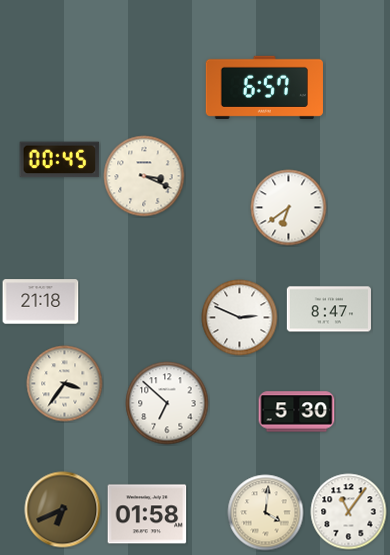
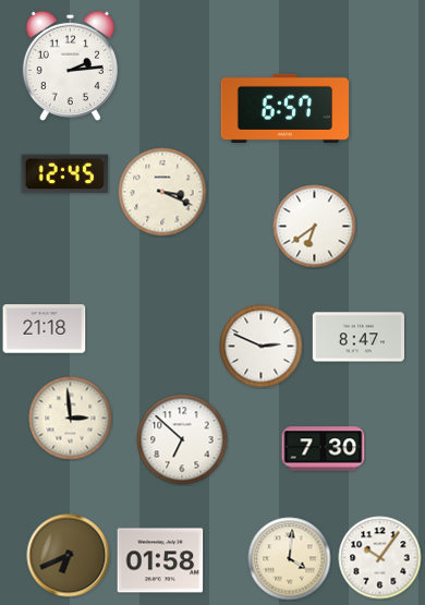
clock at (70, 65): none -> 2:14
clock at (264, 87) position: (264, 87) -> (284, 108)
clock at (60, 160): 00:45 -> 12:45
clock at (144, 176) position: (144, 176) -> (162, 192)
clock at (65, 384): 3:36 -> 2:59
clock at (297, 412): 5:30 -> 7:30
clock at (349, 512): 11:06 -> 10:06
